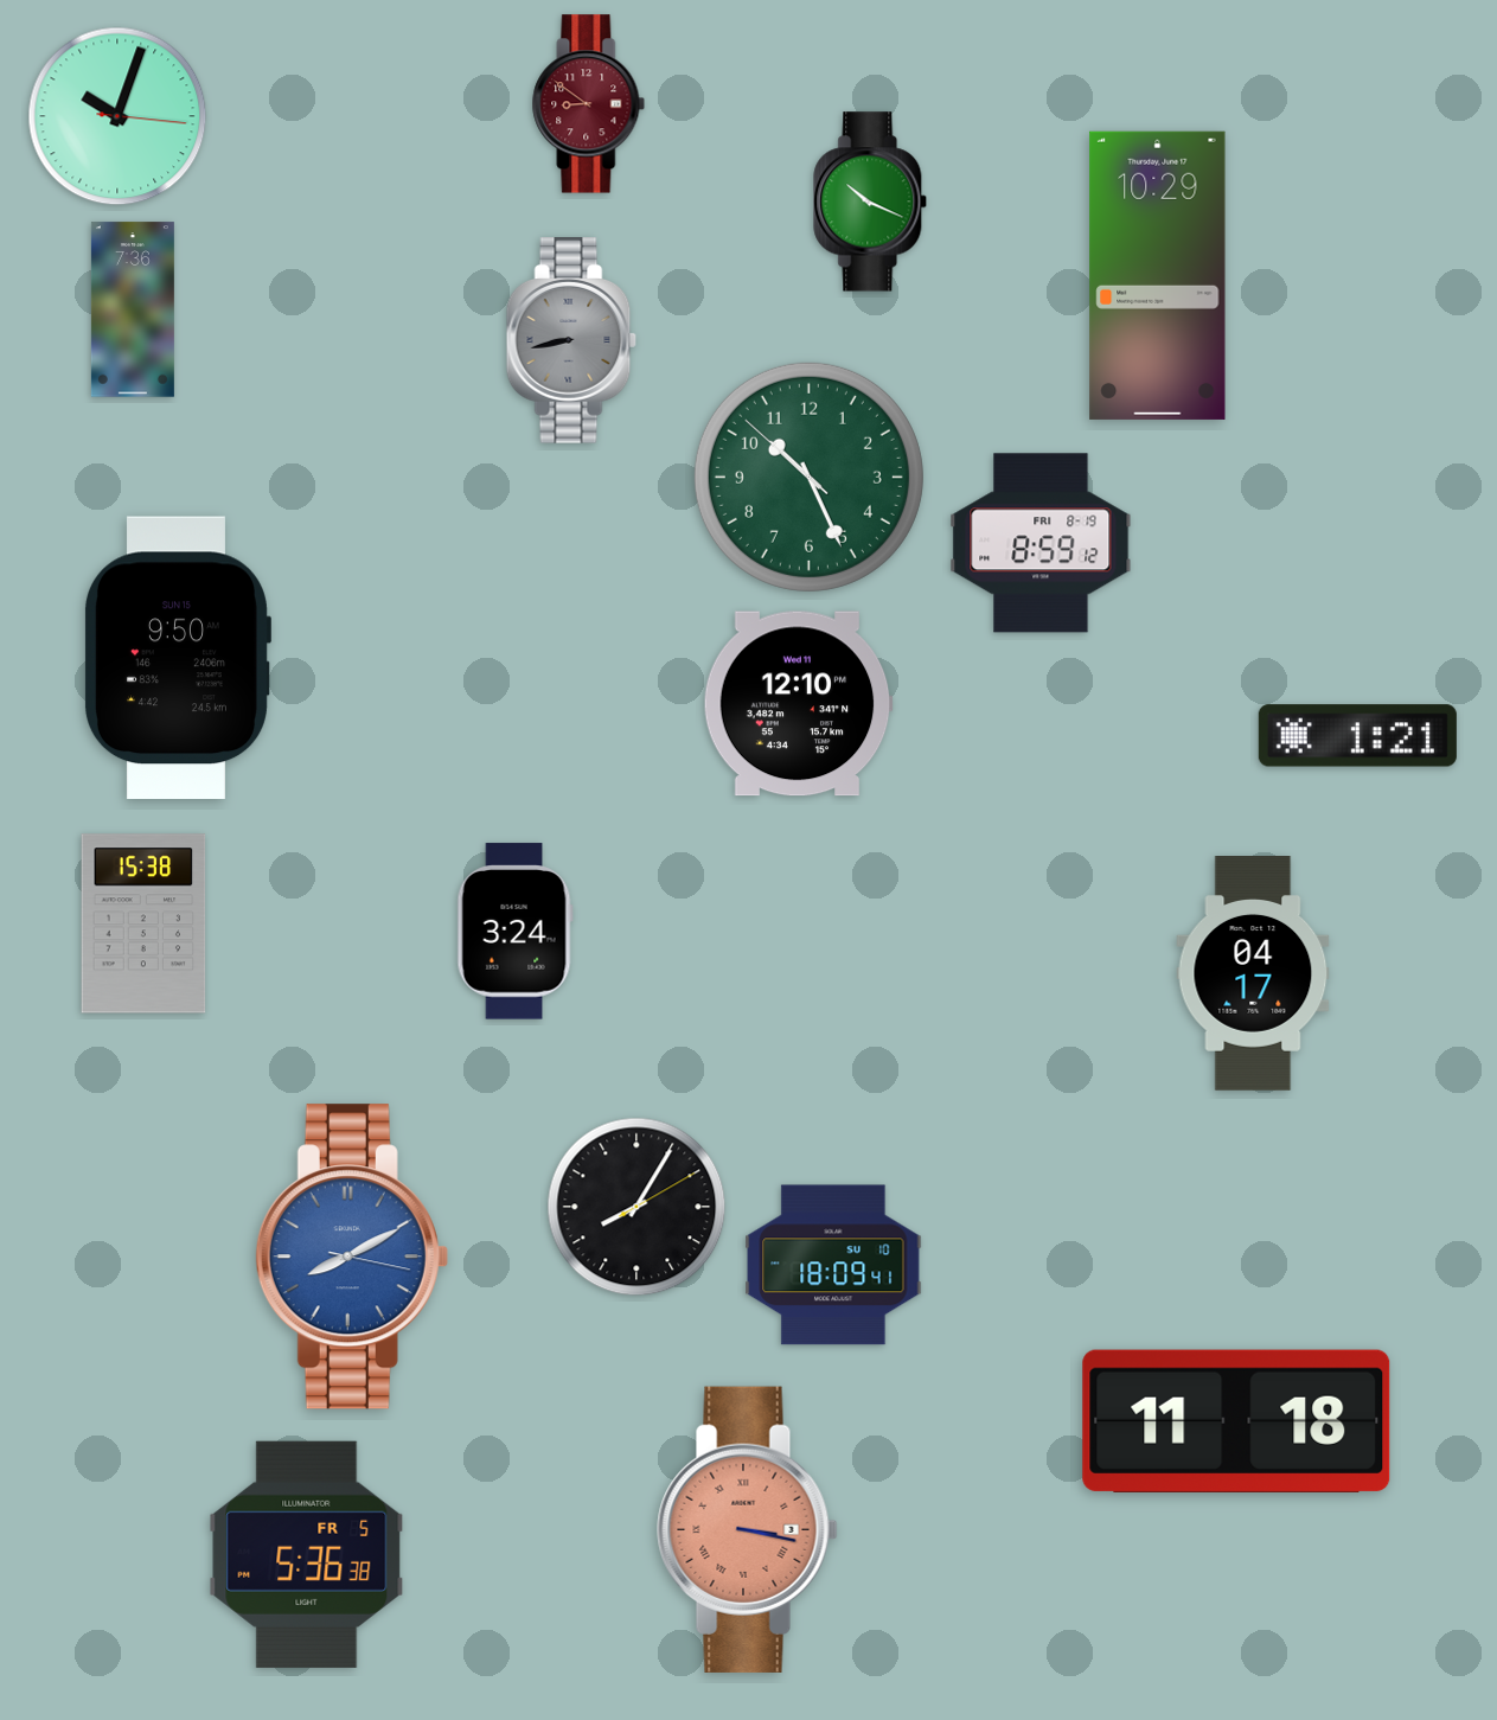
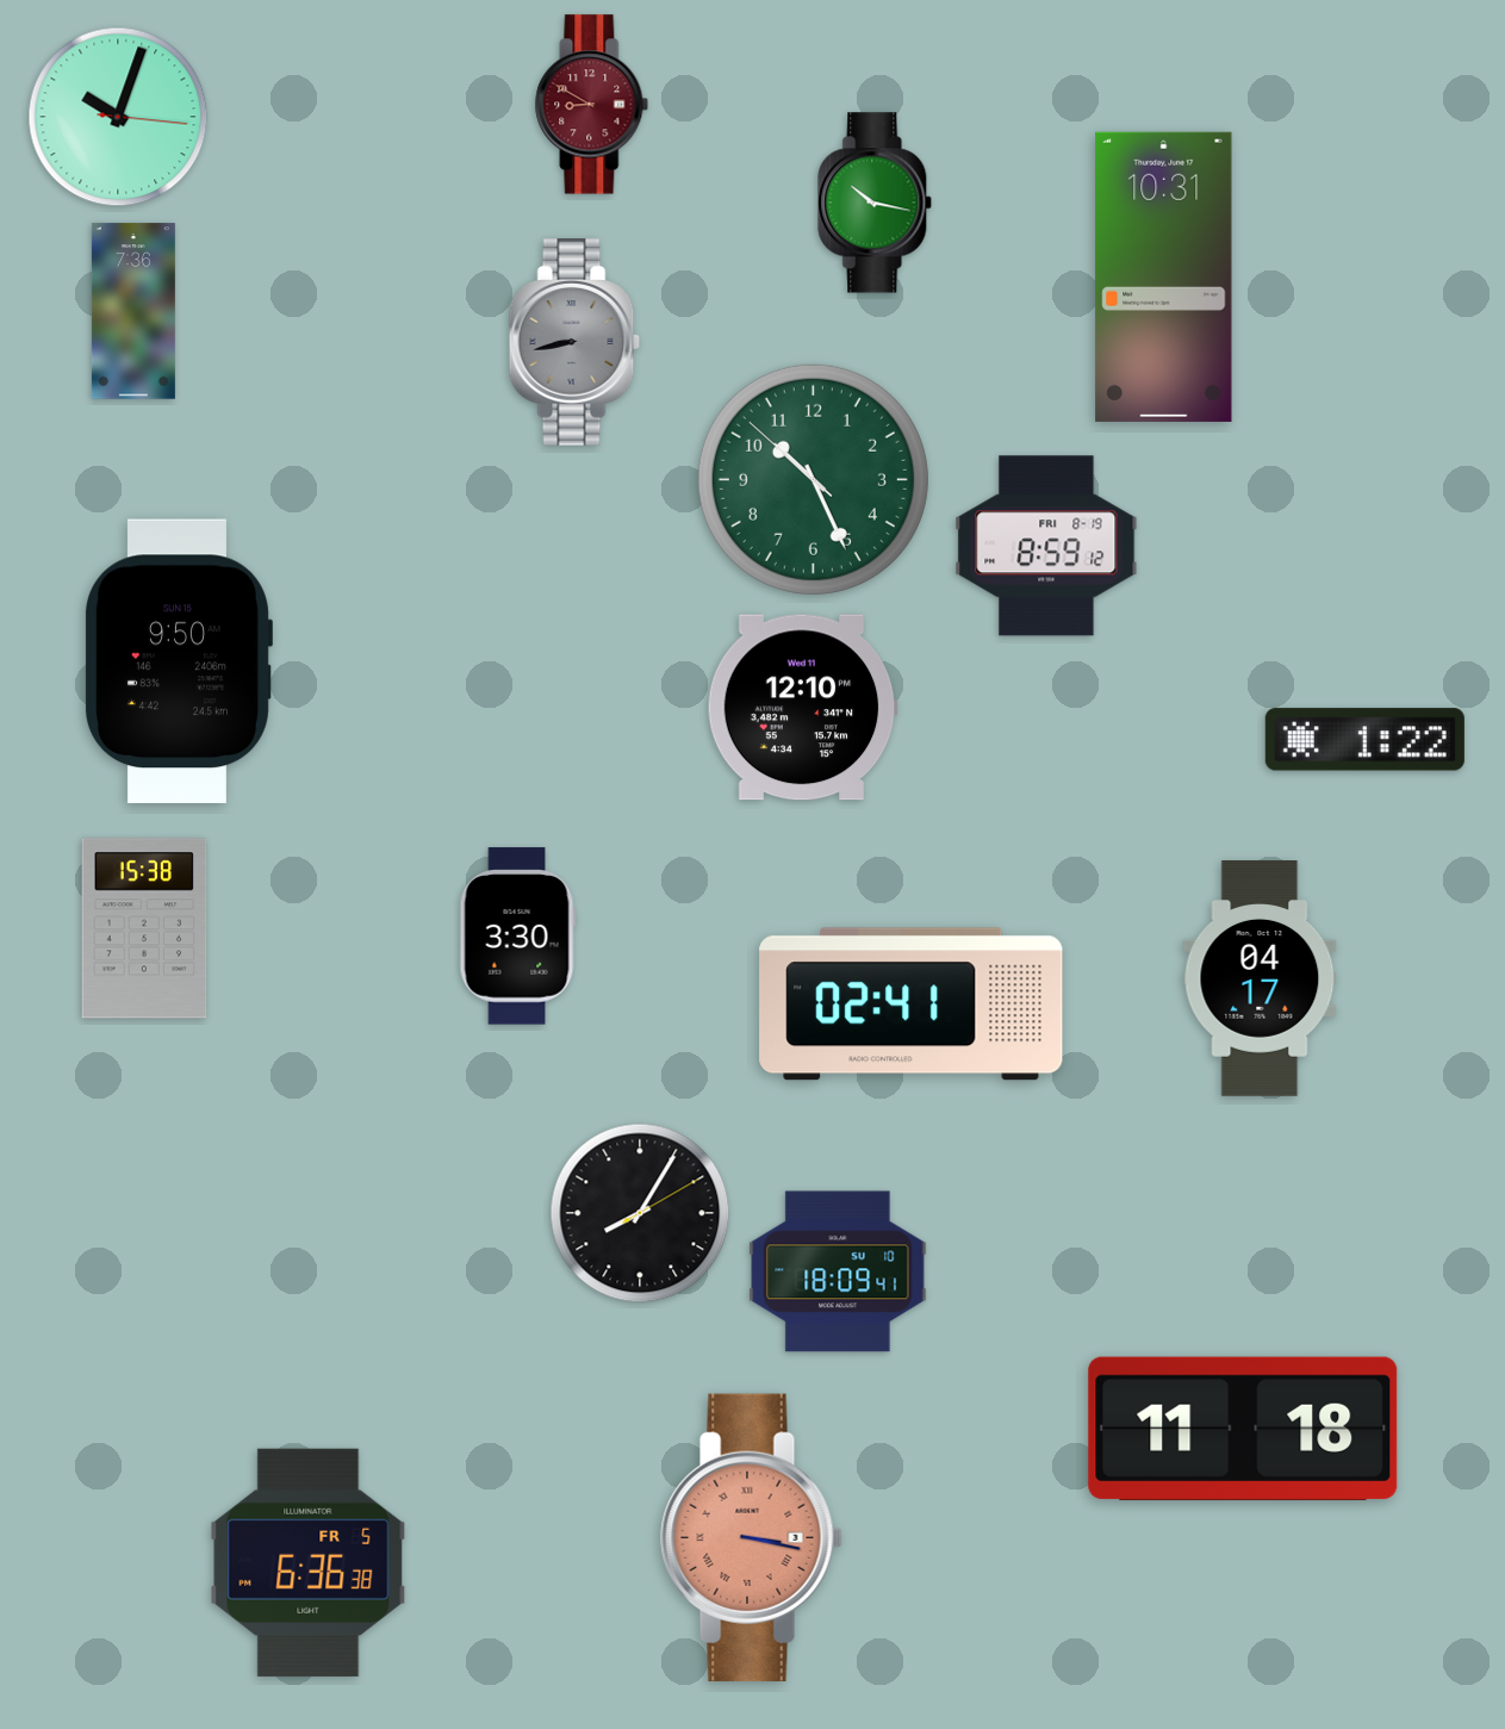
clock at (589, 104): 8:51 -> 8:50
clock at (871, 202): 10:19 -> 10:17
clock at (1158, 275): 10:29 -> 10:31
clock at (1357, 736): 1:21 -> 1:22
clock at (514, 932): 3:24 -> 3:30
clock at (912, 1005): none -> 02:41
clock at (352, 1257): 8:10 -> none
clock at (307, 1554): 5:36 -> 6:36
